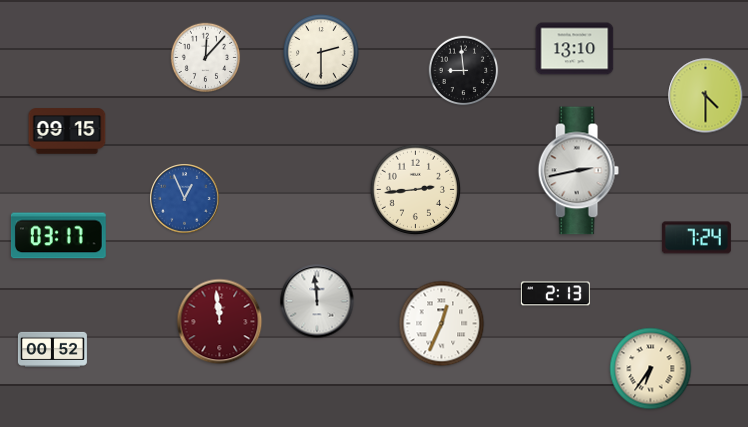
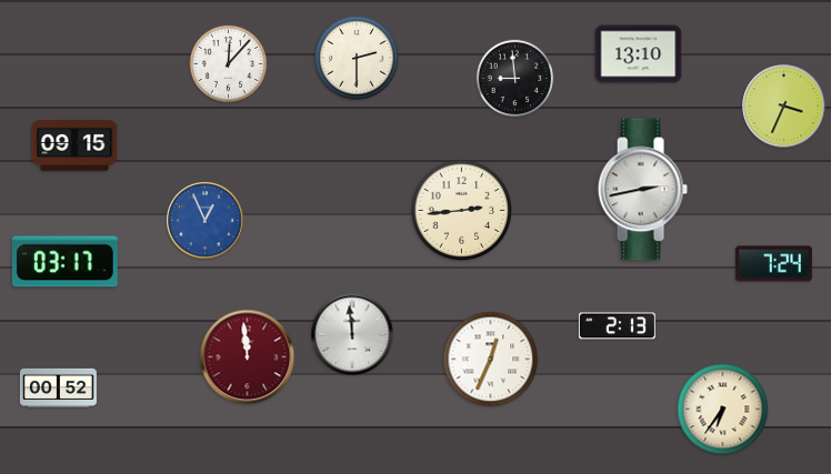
clock at (706, 96): 4:30 -> 3:34
clock at (220, 322) position: (220, 322) -> (248, 357)
